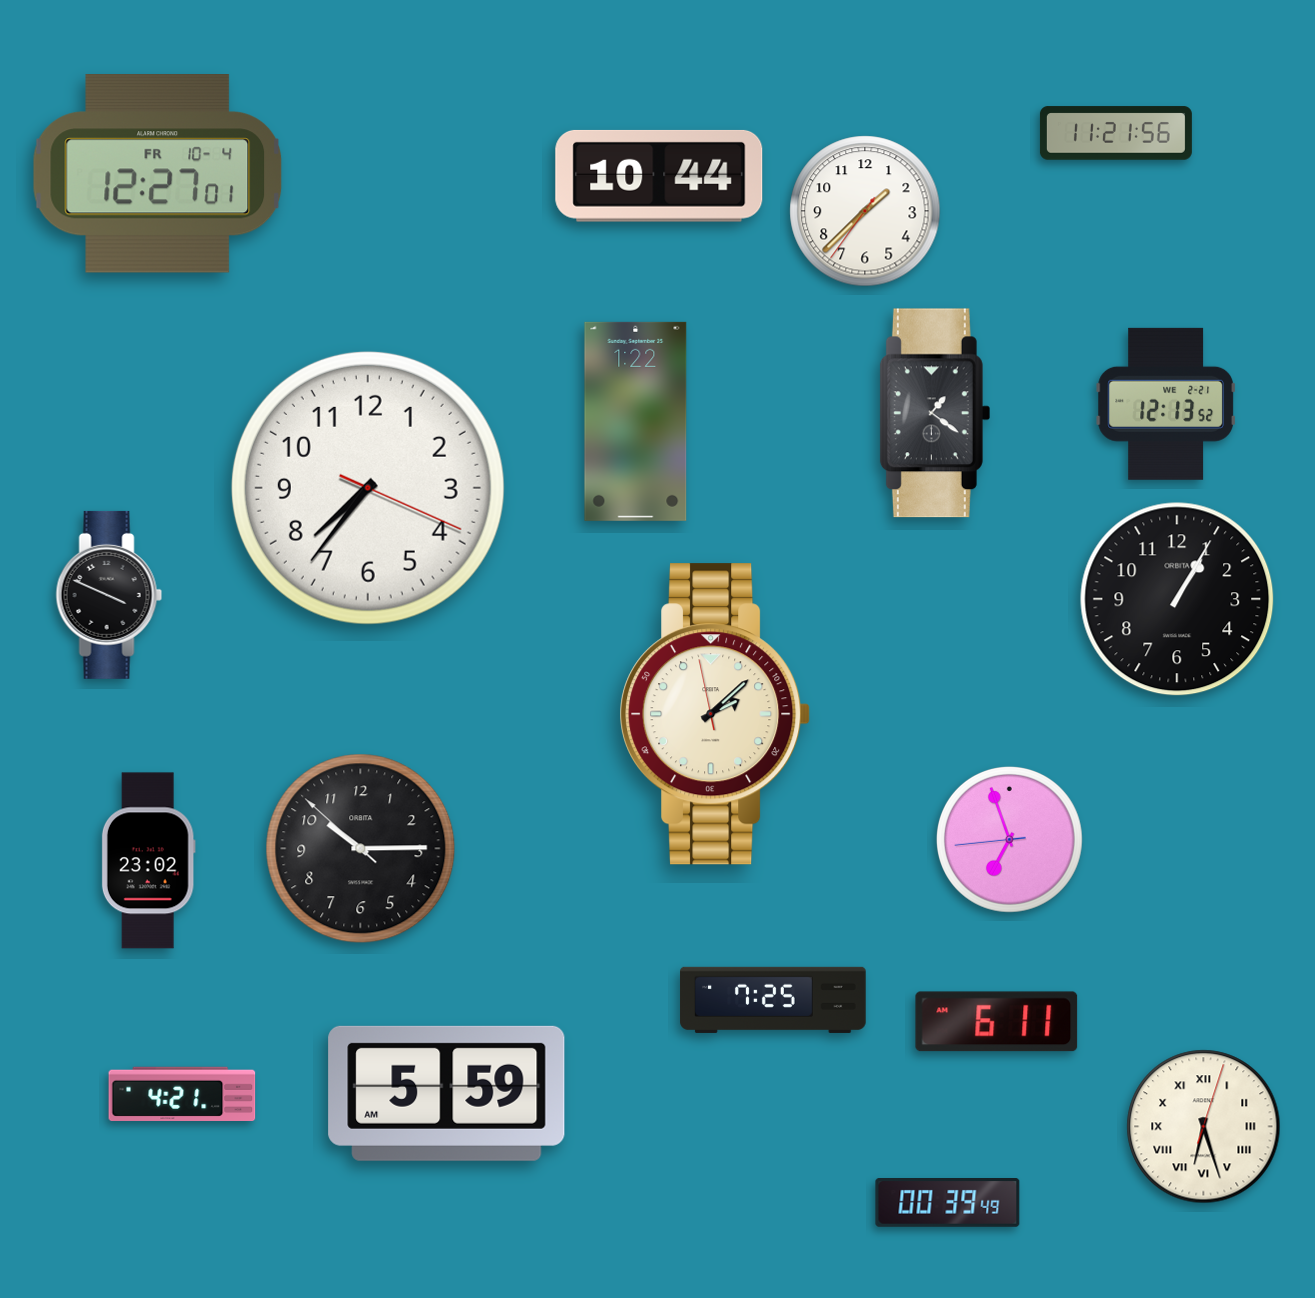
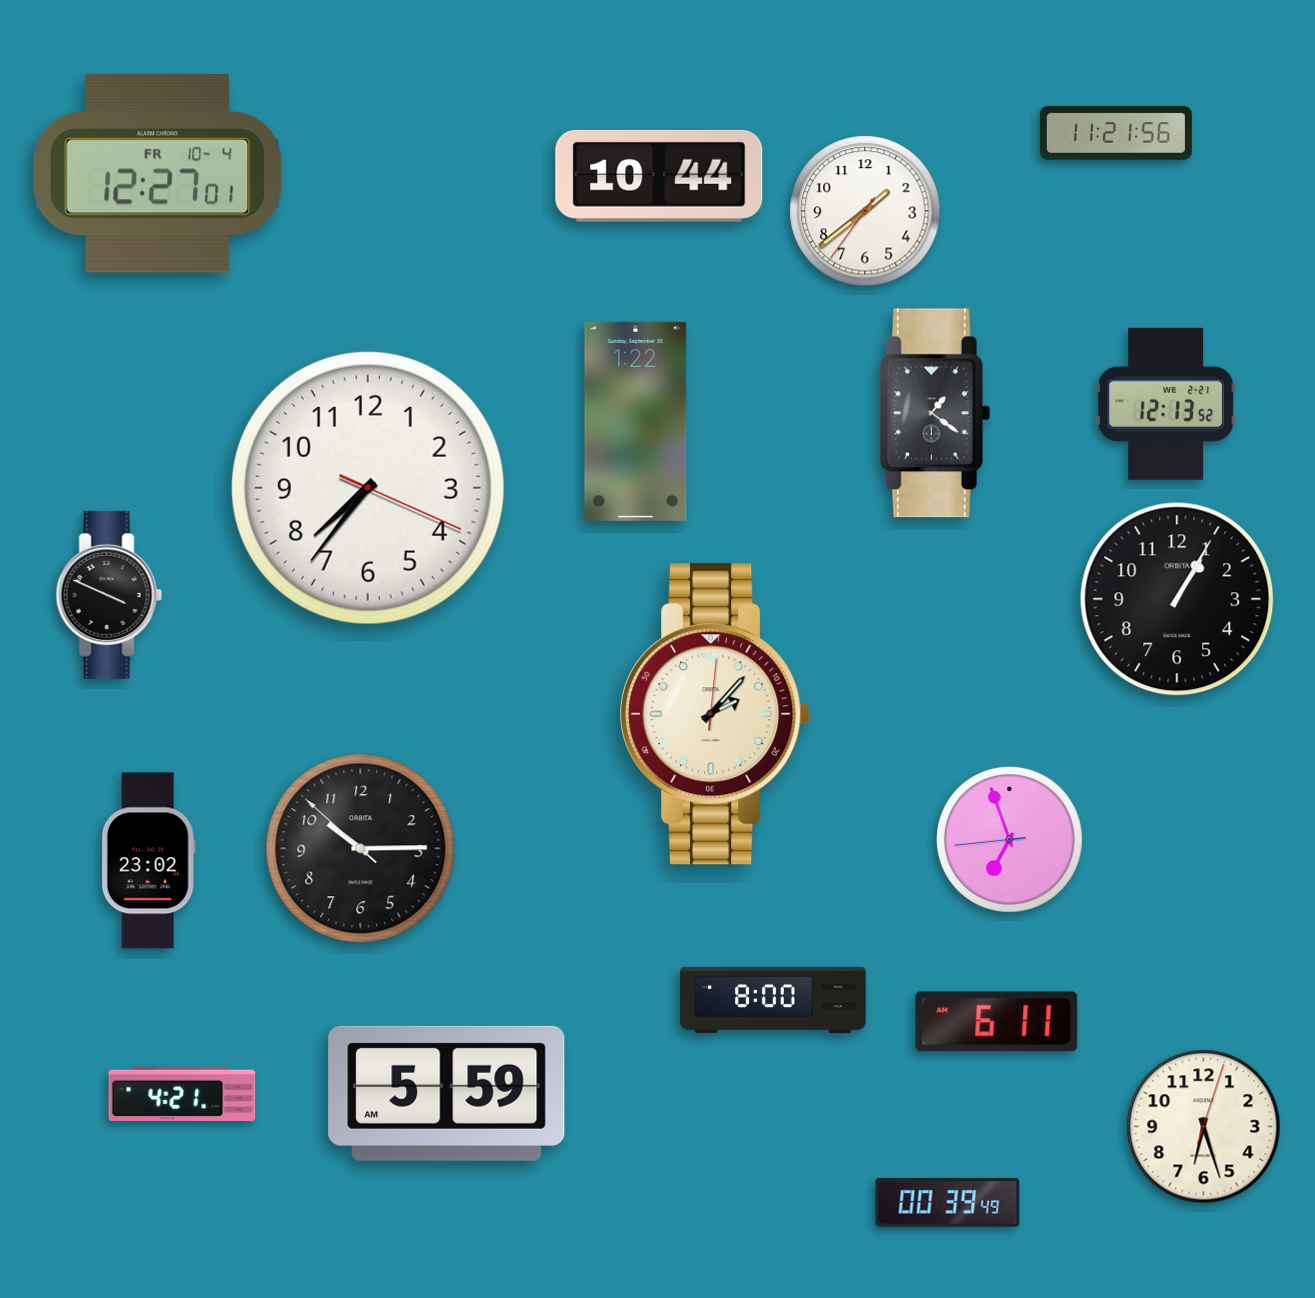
clock at (865, 211): 1:37 -> 1:38
clock at (715, 714): 2:07:58 -> 2:07:01
clock at (773, 1000): 7:25 -> 8:00
clock at (1204, 1127) numerals: Roman -> Arabic
